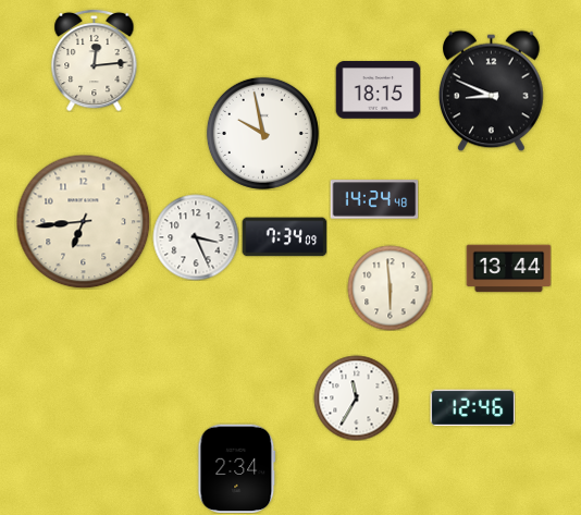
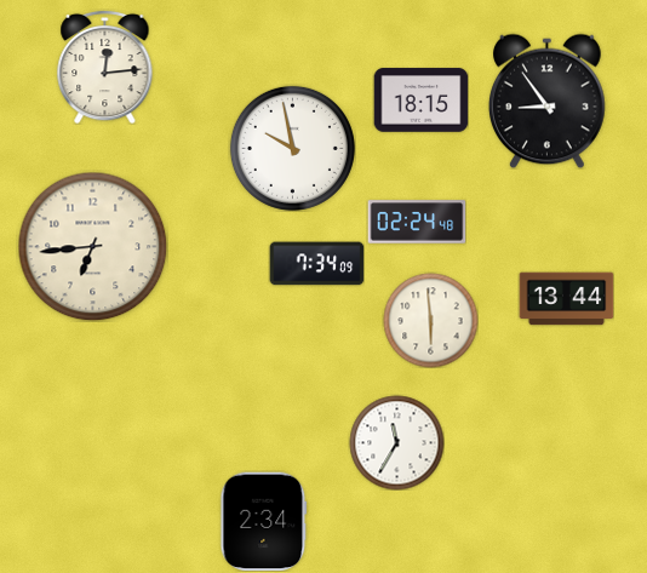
clock at (492, 90): 8:49 -> 8:54
clock at (374, 199): 14:24 -> 02:24
clock at (196, 237): 3:26 -> none
clock at (390, 287) position: (390, 287) -> (430, 320)
clock at (472, 408): 12:46 -> none
